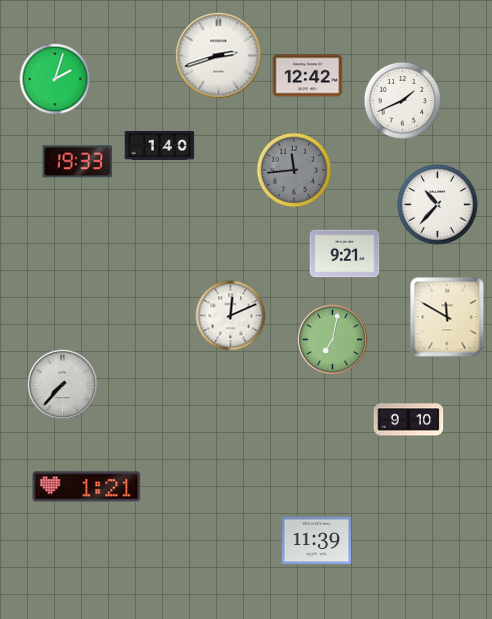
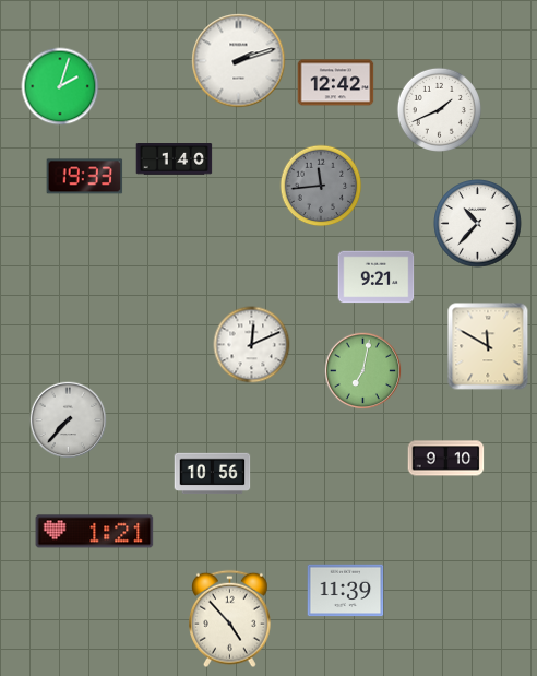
clock at (219, 56): 2:42 -> 2:12
clock at (213, 474): none -> 10:56
clock at (230, 619): none -> 4:53
